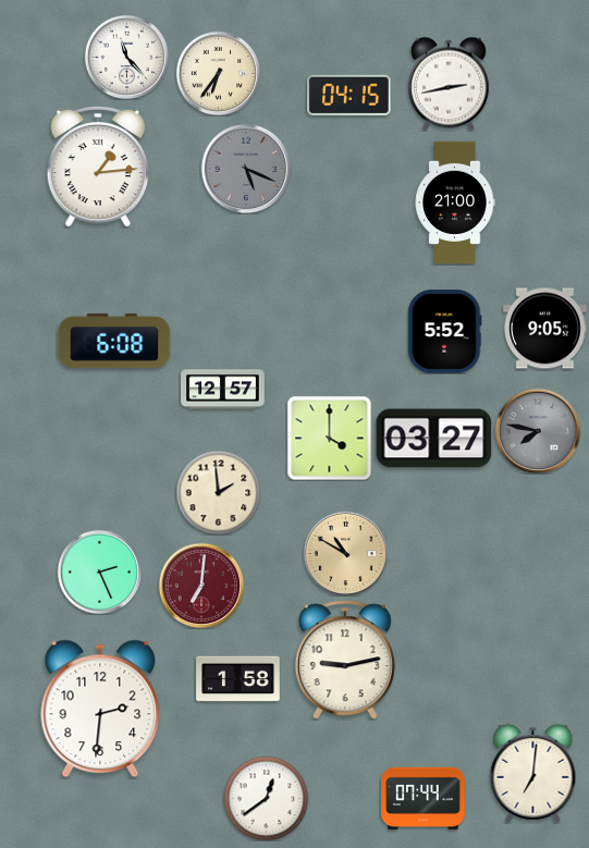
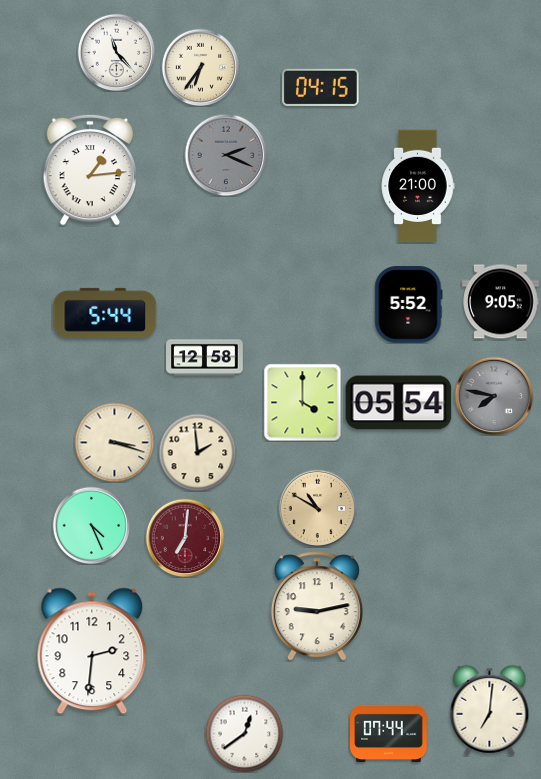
clock at (449, 84): 2:43 -> none
clock at (98, 167) position: (98, 167) -> (90, 170)
clock at (246, 169): 5:19 -> 2:19
clock at (114, 341): 6:08 -> 5:44
clock at (223, 390): 12:57 -> 12:58
clock at (434, 439): 03:27 -> 05:54
clock at (114, 442): none -> 3:18
clock at (218, 492) position: (218, 492) -> (197, 452)
clock at (99, 572): 2:26 -> 4:26
clock at (238, 679): 1:58 -> none
